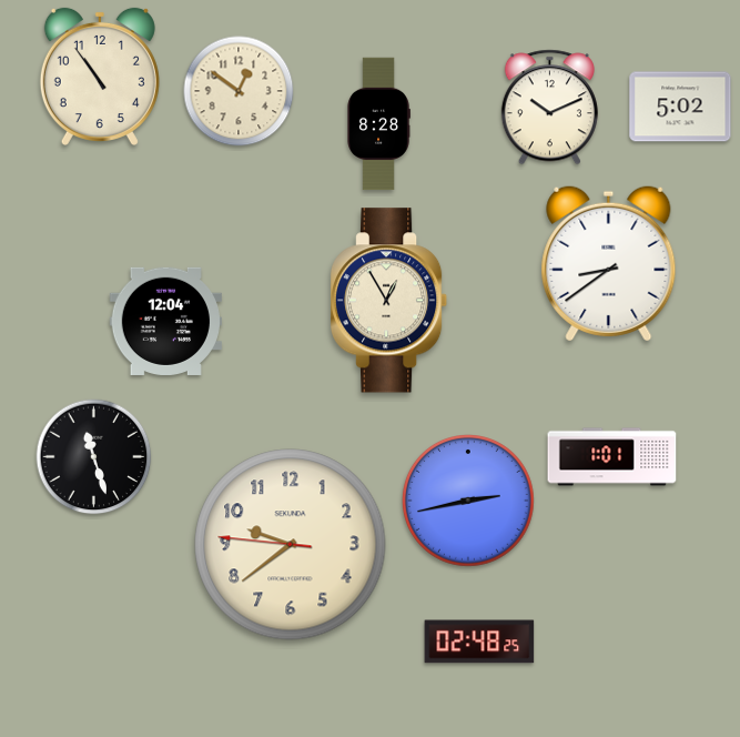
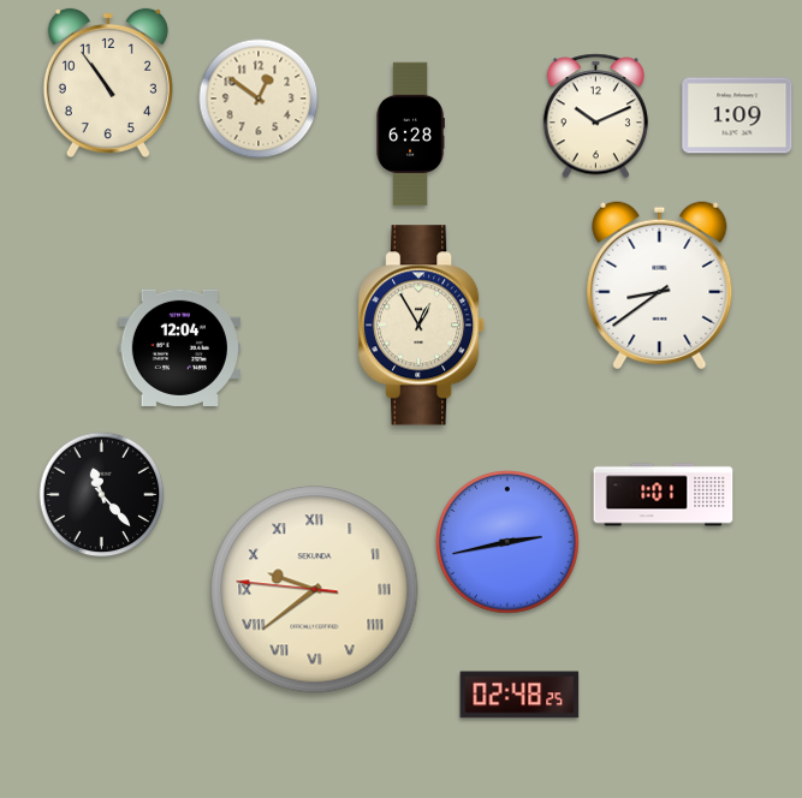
clock at (680, 107): 5:02 -> 1:09
clock at (378, 124): 8:28 -> 6:28
clock at (94, 457): 11:27 -> 11:23
clock at (291, 545) numerals: Arabic -> Roman
